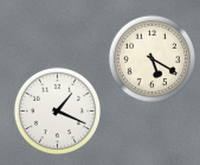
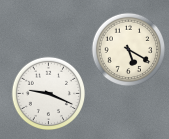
clock at (58, 112): 1:19 -> 9:19
